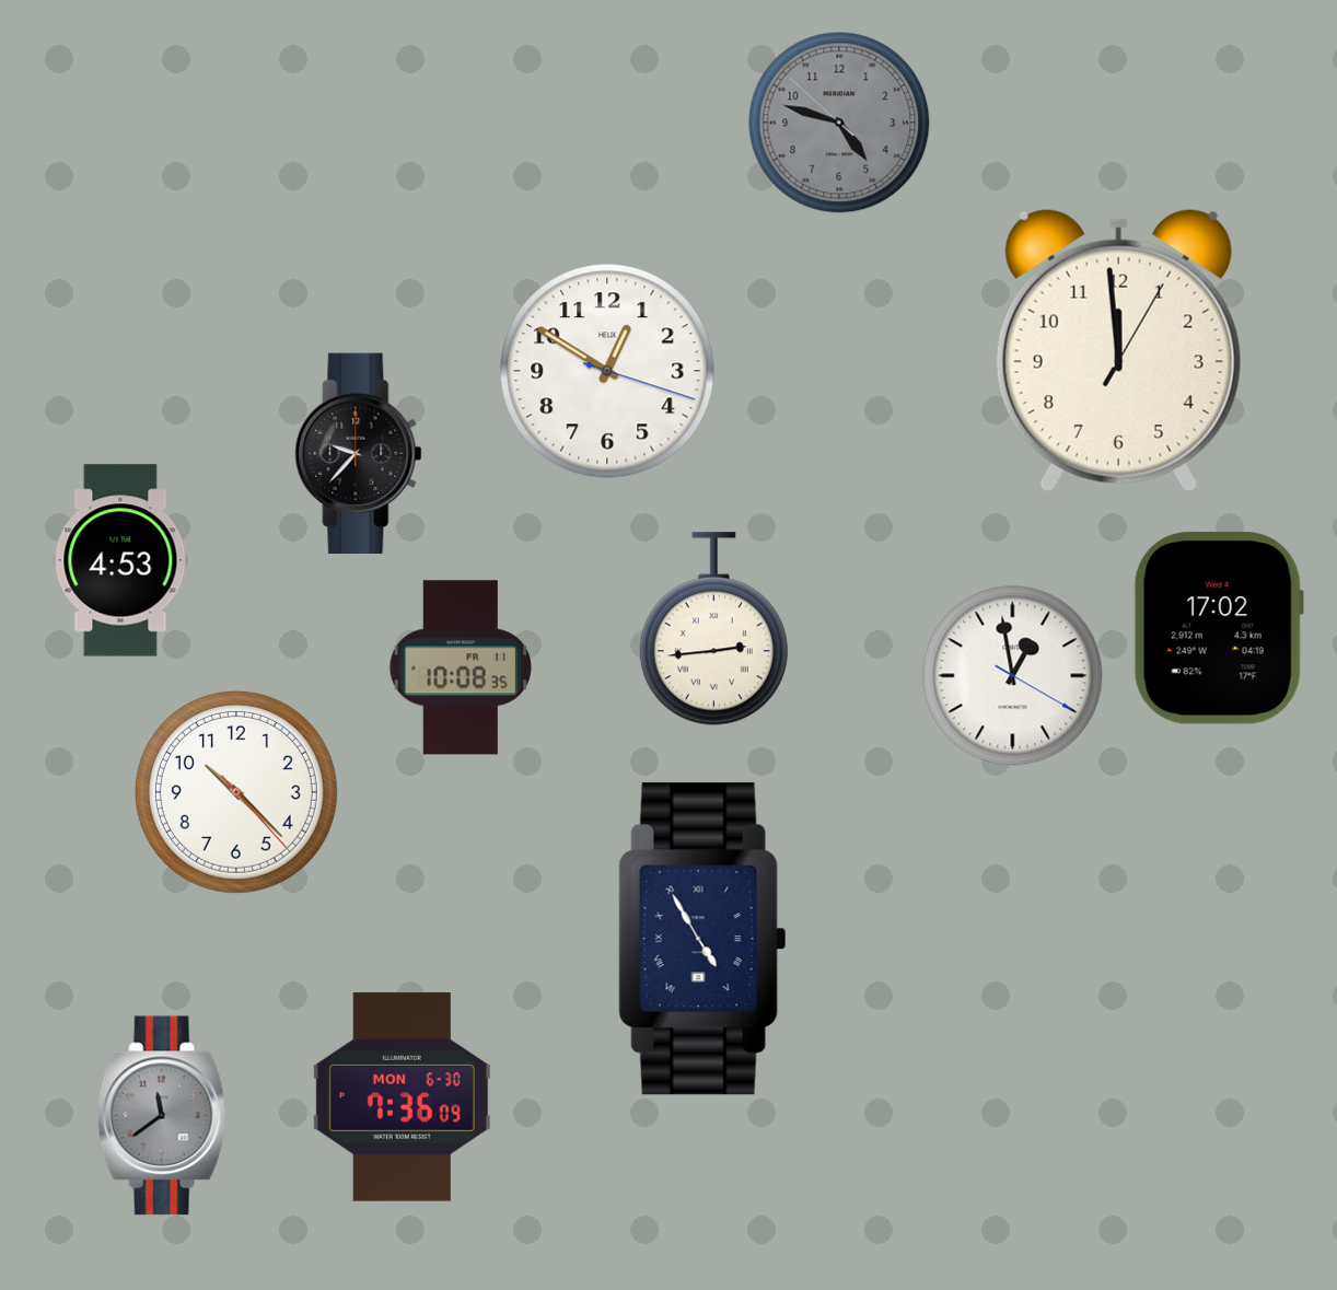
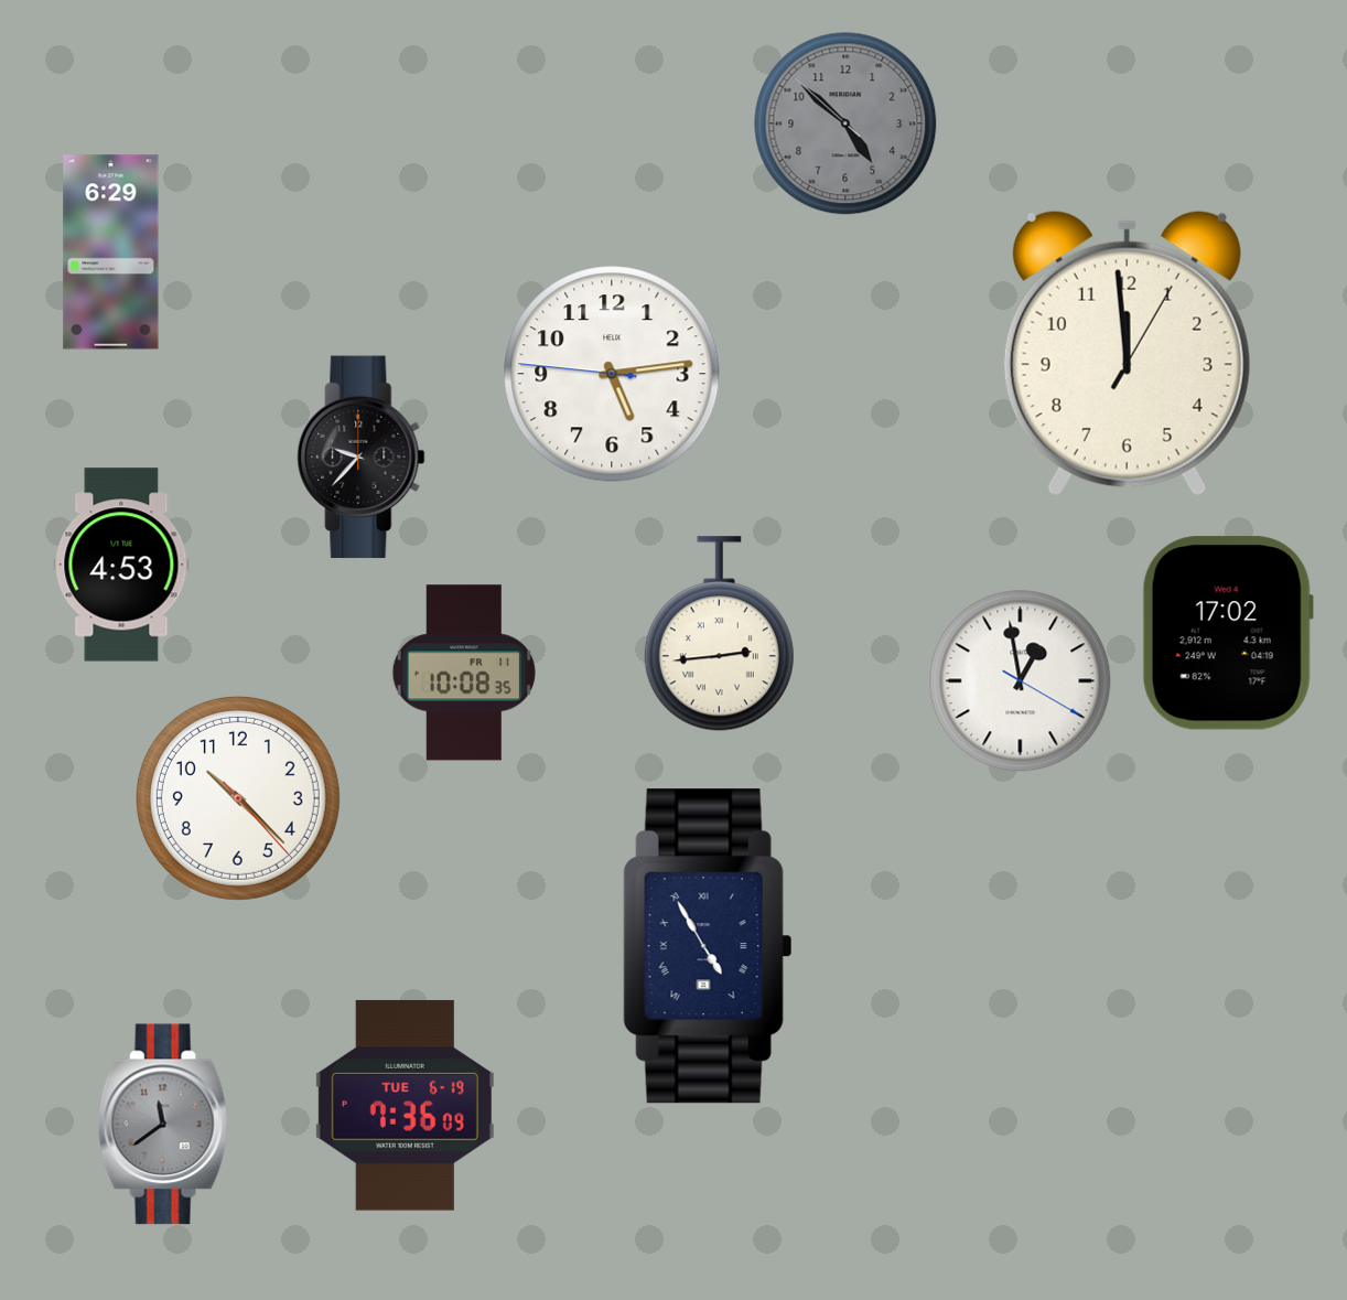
clock at (839, 123): 4:47 -> 4:51
clock at (111, 253): none -> 6:29
clock at (607, 371): 12:50 -> 5:13
clock at (402, 1096) date: MON 6-30 -> TUE 6-19
